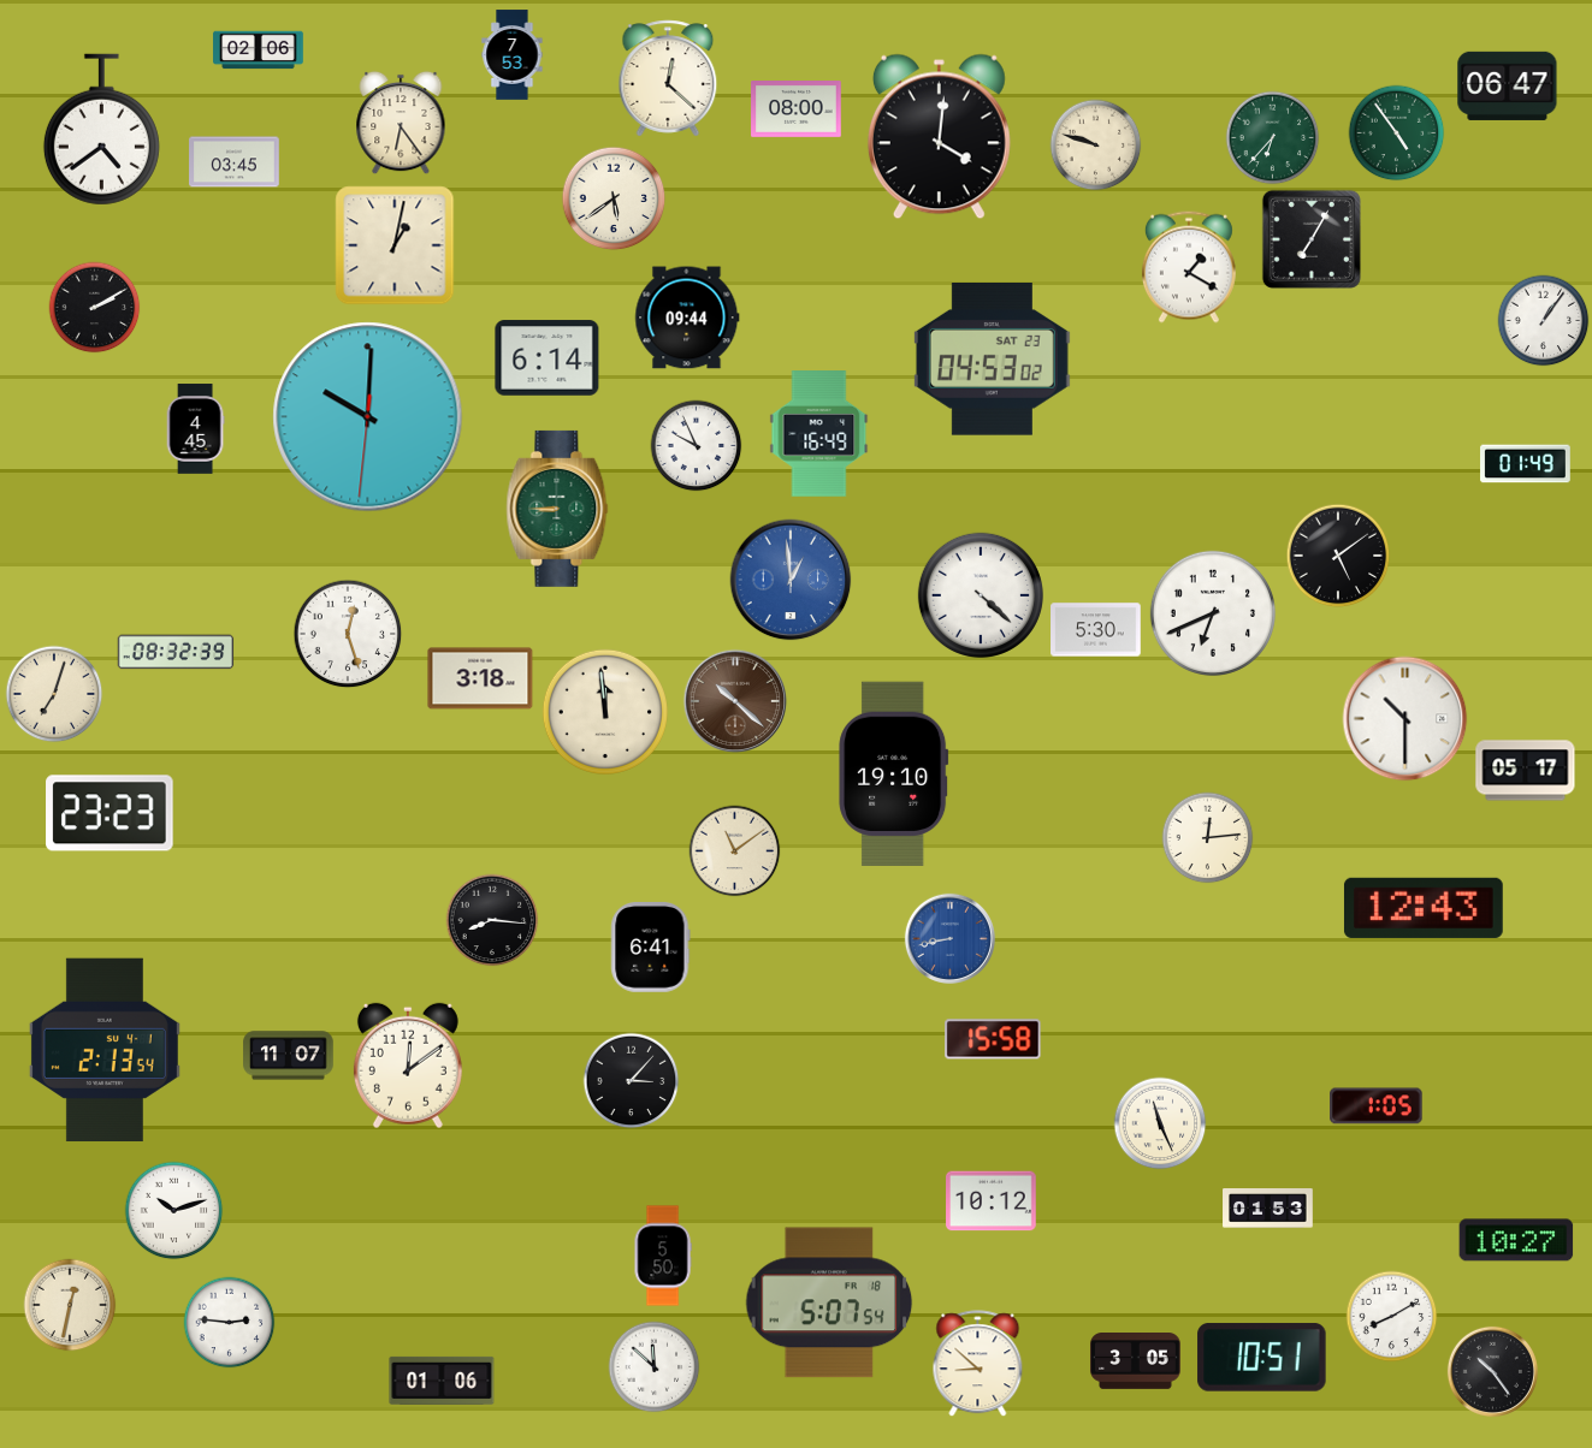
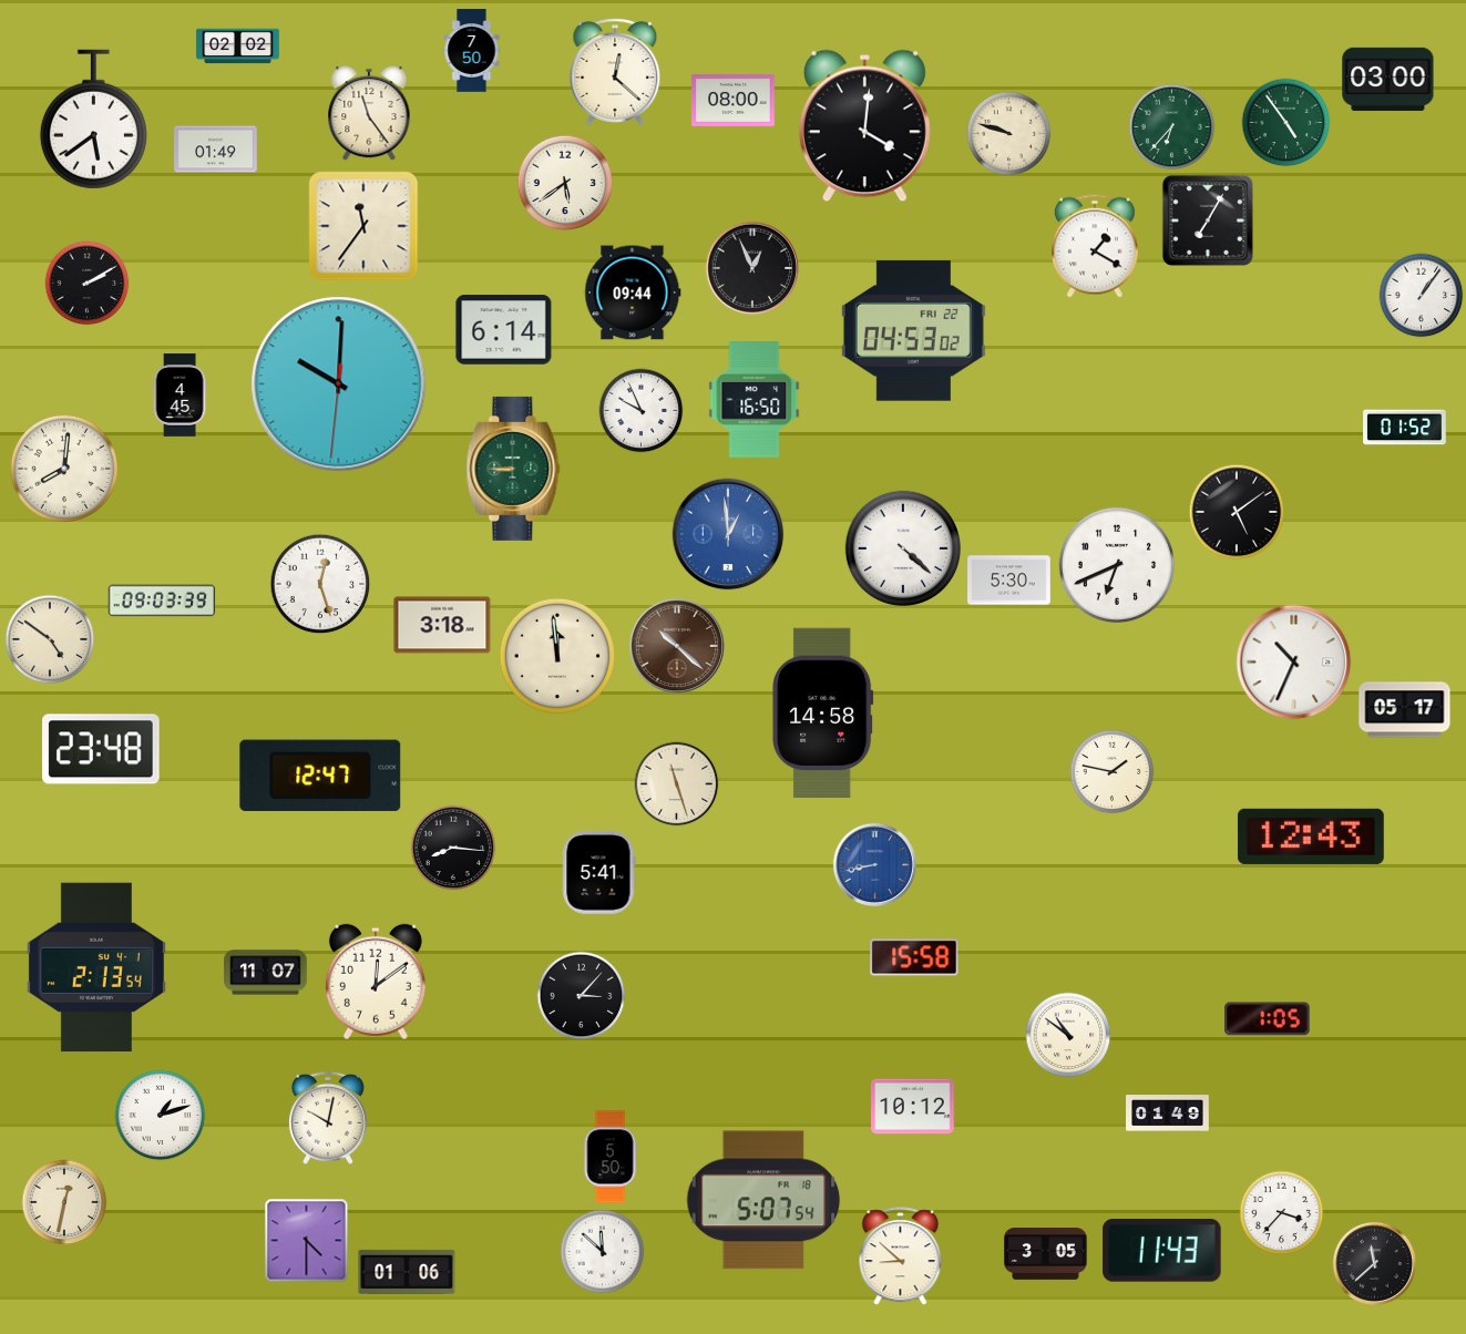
clock at (259, 51): 02:06 -> 02:02
clock at (513, 55): 7:53 -> 7:50
clock at (1508, 85): 06:47 -> 03:00
clock at (401, 123): 6:24 -> 11:24
clock at (101, 130): 4:39 -> 5:39
clock at (235, 162): 03:45 -> 01:49
clock at (395, 245): 1:02 -> 11:36
clock at (752, 268): none -> 12:56
clock at (992, 360) date: SAT 23 -> FRI 22
clock at (819, 434): 16:49 -> 16:50
clock at (1526, 464): 01:49 -> 01:52
clock at (64, 469): none -> 8:01
clock at (1338, 556) position: (1338, 556) -> (1237, 512)
clock at (176, 652): 08:32 -> 09:03
clock at (54, 694): 7:03 -> 4:51
clock at (1405, 719): 10:30 -> 10:34
clock at (894, 773): 19:10 -> 14:58
clock at (110, 813): 23:23 -> 23:48
clock at (1208, 838): 12:14 -> 1:47
clock at (320, 776): none -> 12:47
clock at (735, 851): 11:09 -> 11:27
clock at (651, 948): 6:41 -> 5:41
clock at (1160, 1123): 11:26 -> 10:51
clock at (1268, 1209): 01:53 -> 01:49
clock at (174, 1211): 10:12 -> 1:12
clock at (328, 1118): none -> 10:02
clock at (1516, 1240): 10:27 -> none
clock at (1392, 1317): 8:10 -> 3:37
clock at (230, 1323): 2:46 -> none
clock at (307, 1241): none -> 4:30
clock at (1262, 1358): 10:51 -> 11:43
clock at (655, 1367) position: (655, 1367) -> (603, 1252)
clock at (1492, 1371): 10:24 -> 11:38
